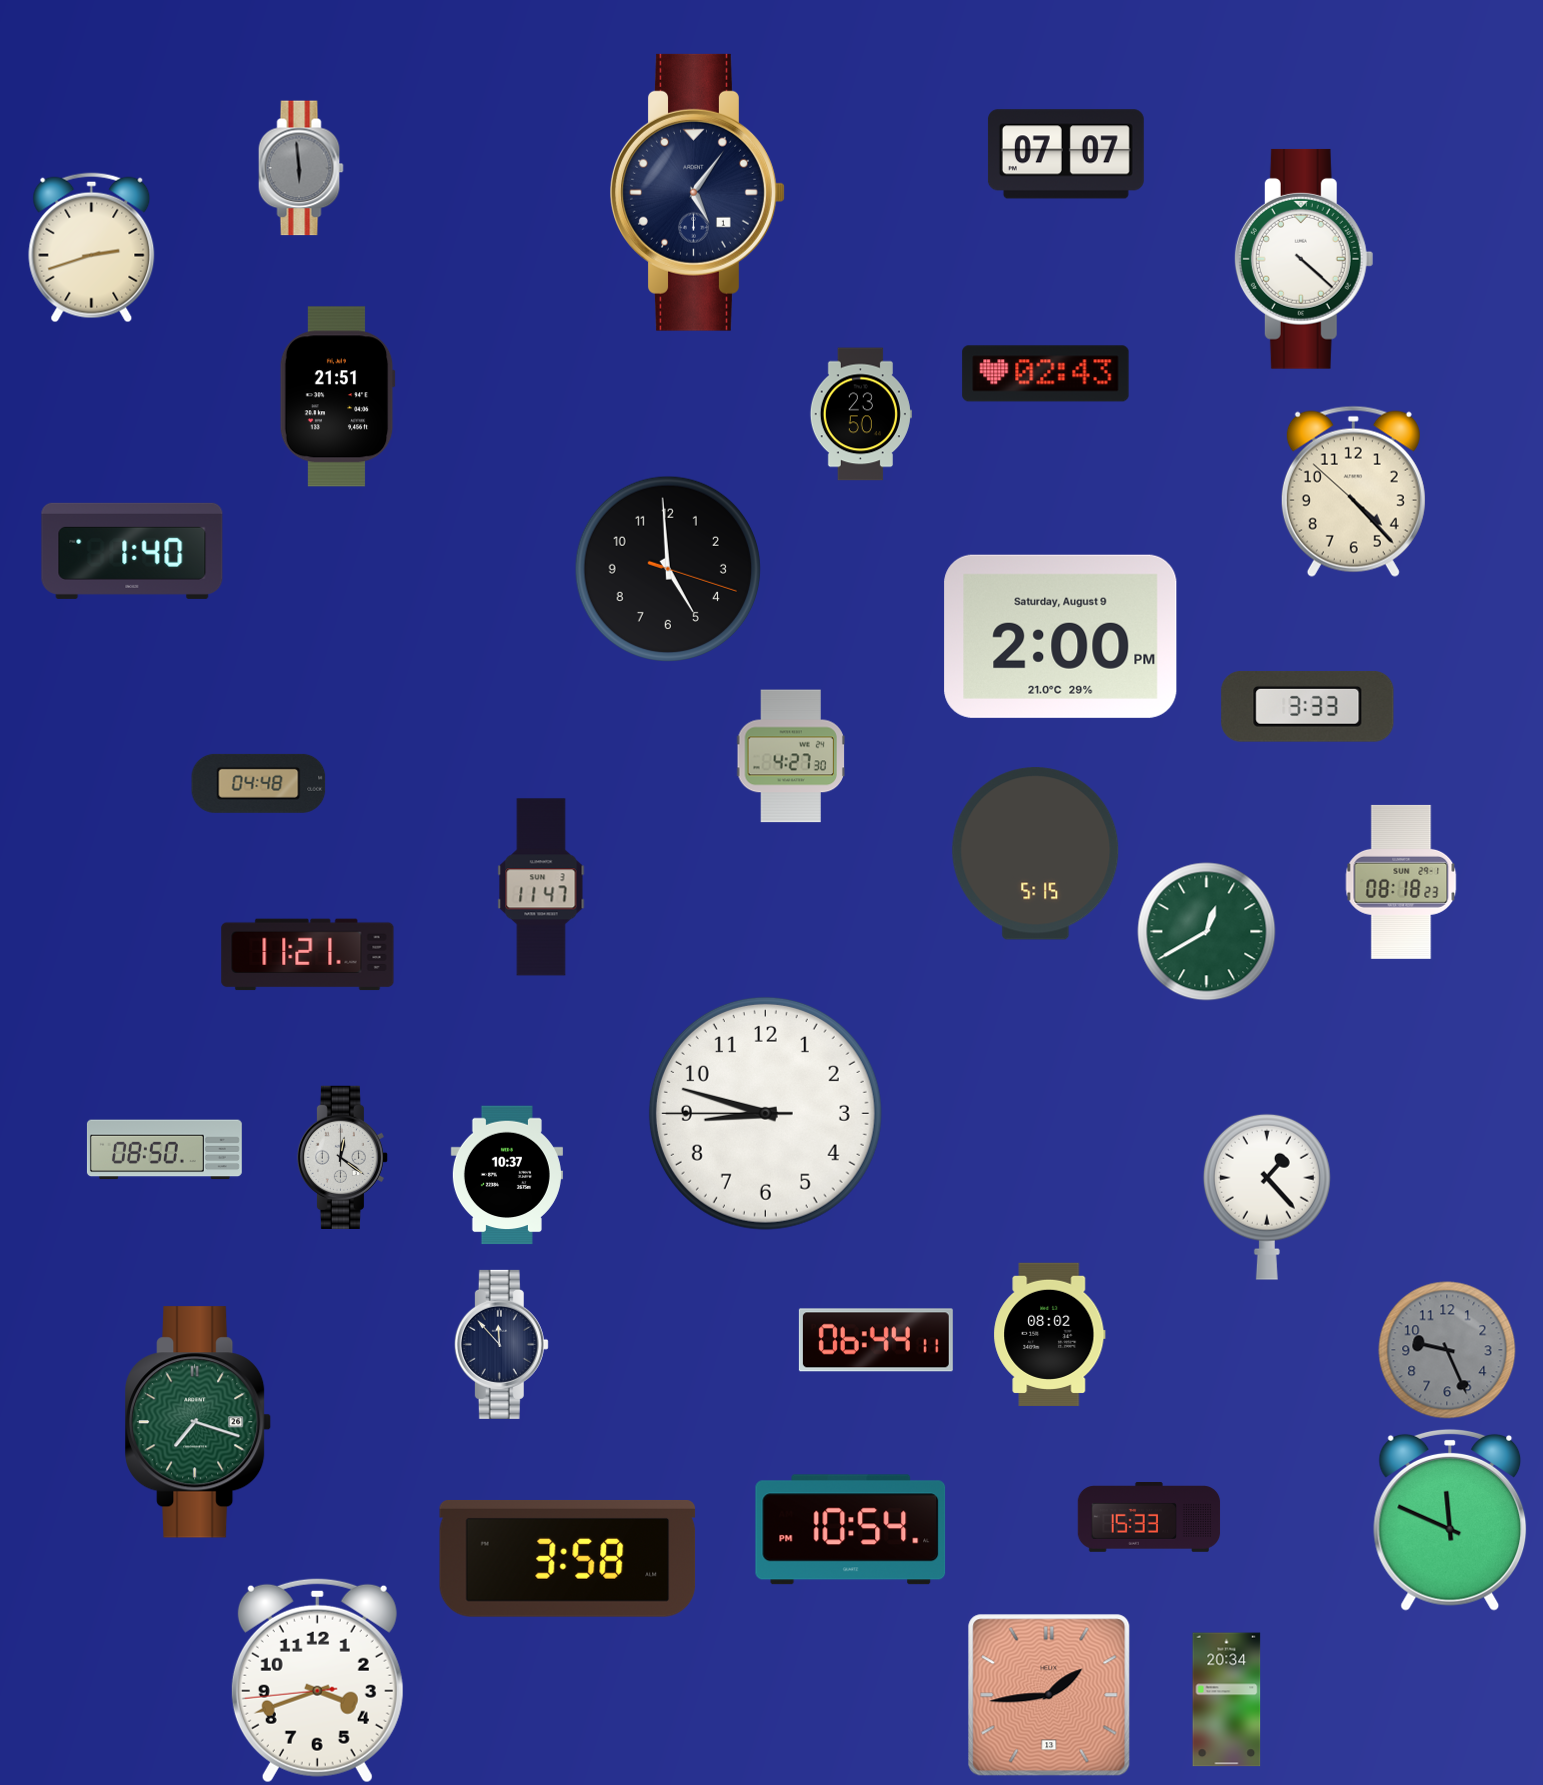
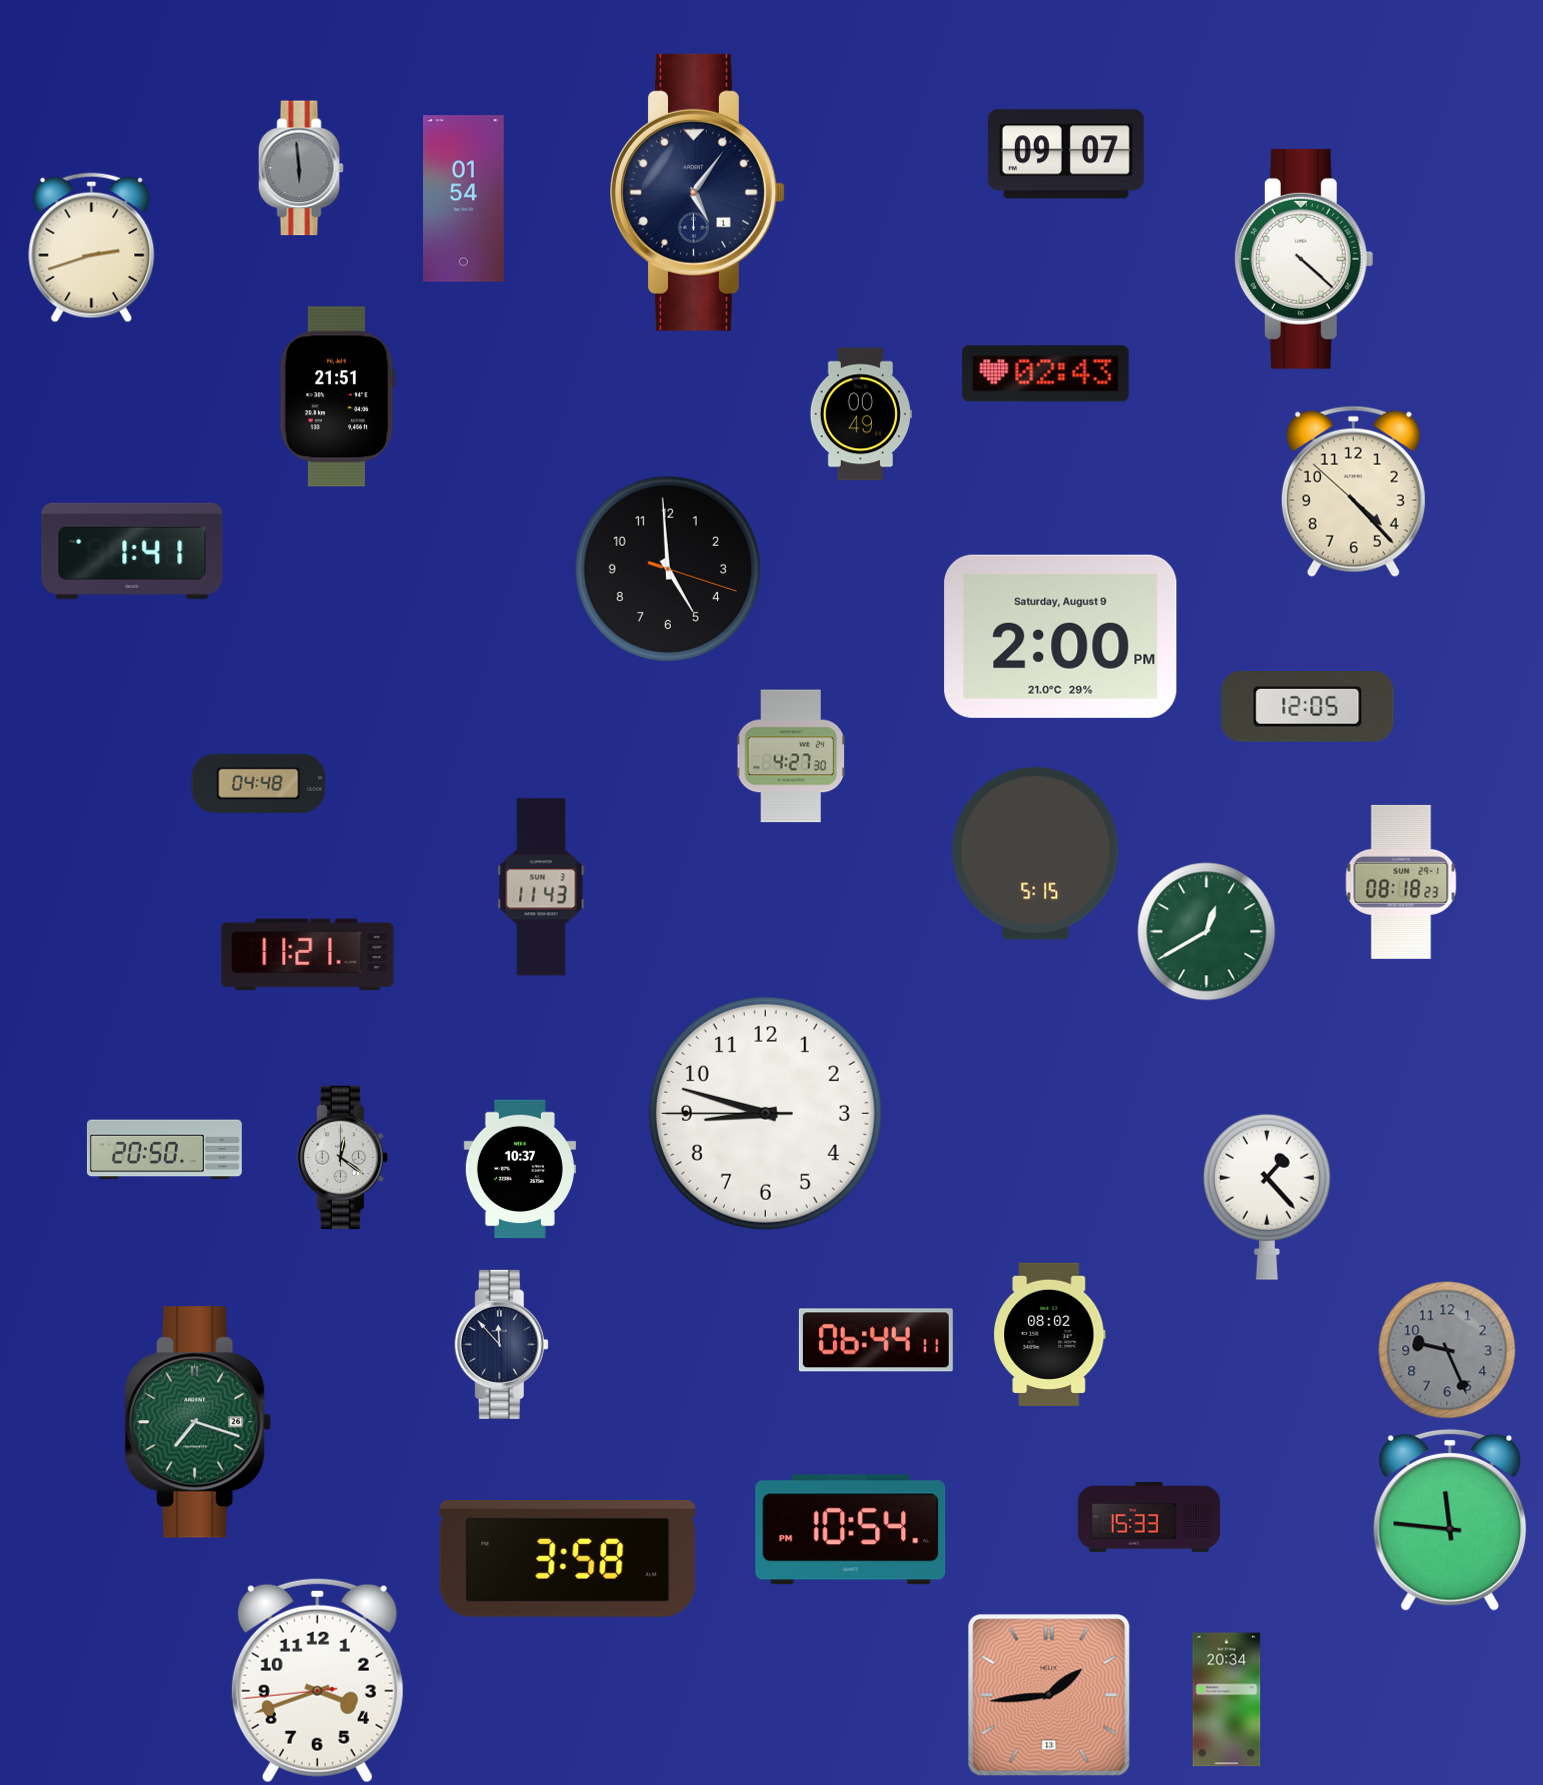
clock at (1066, 154): 07:07 -> 09:07
clock at (464, 199): none -> 01:54
clock at (861, 414): 23:50 -> 00:49
clock at (132, 551): 1:40 -> 1:41
clock at (1308, 706): 3:33 -> 12:05
clock at (541, 887): 11:47 -> 11:43
clock at (164, 1150): 08:50 -> 20:50
clock at (507, 1175) position: (507, 1175) -> (520, 1169)
clock at (1450, 1520): 11:49 -> 11:46
